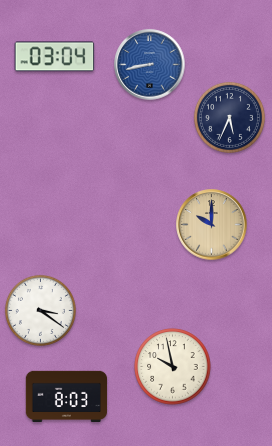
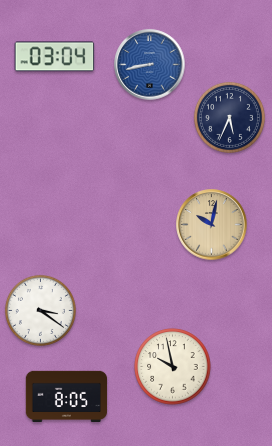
clock at (212, 225): 10:00 -> 10:02
clock at (67, 397): 8:03 -> 8:05
